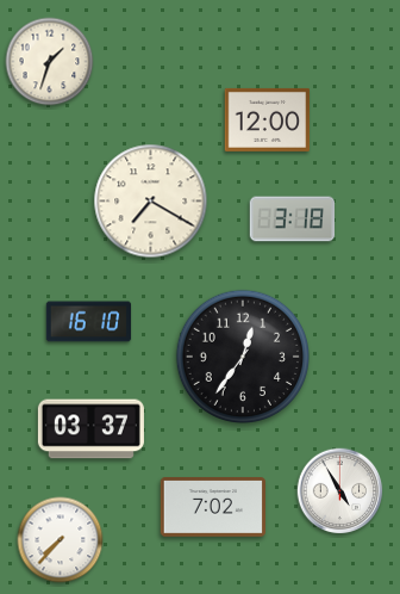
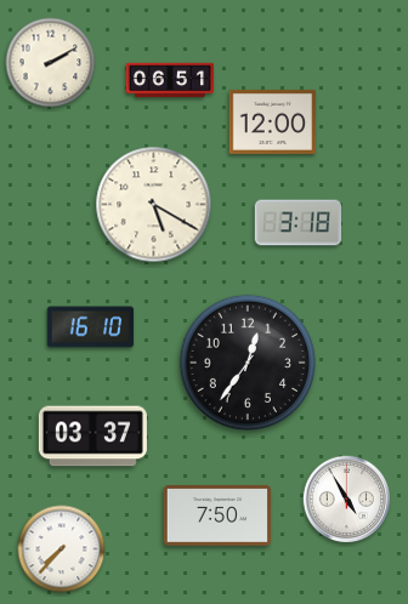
clock at (50, 62): 1:33 -> 2:10
clock at (169, 80): none -> 06:51
clock at (151, 202): 7:20 -> 5:20
clock at (213, 508): 7:02 -> 7:50
